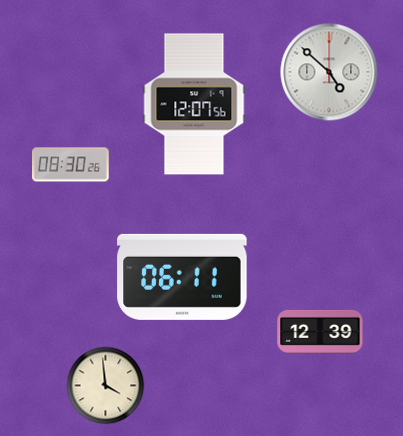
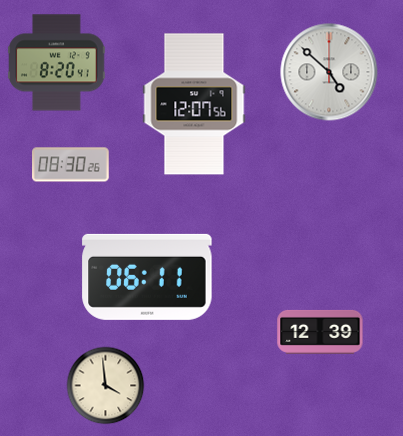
clock at (57, 63): none -> 8:20
clock at (182, 277) position: (182, 277) -> (147, 277)
